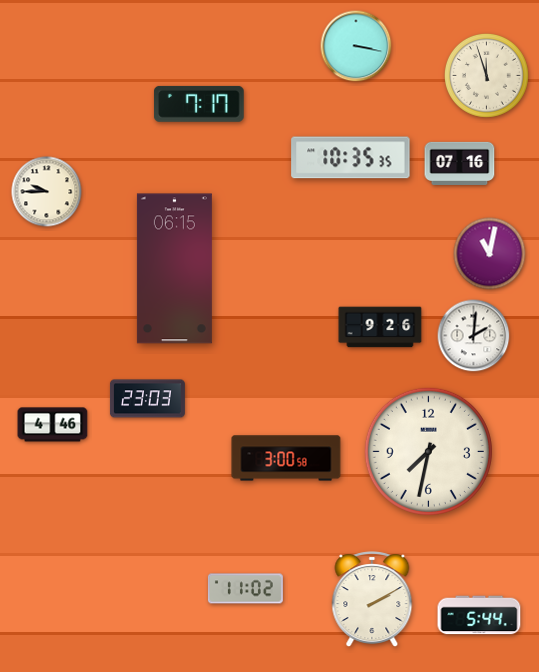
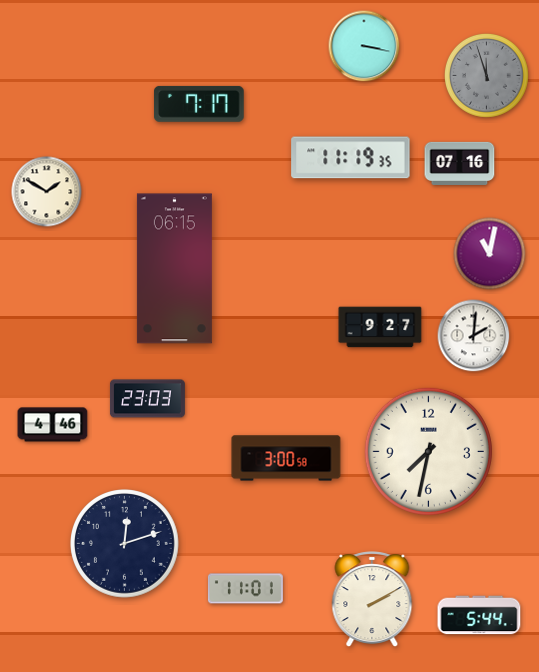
clock at (356, 46) position: (356, 46) -> (364, 46)
clock at (487, 76) dial: cream -> grey
clock at (351, 158): 10:35 -> 11:19
clock at (47, 192): 9:45 -> 1:50
clock at (380, 327): 9:26 -> 9:27
clock at (125, 544): none -> 12:12
clock at (245, 589): 11:02 -> 11:01
